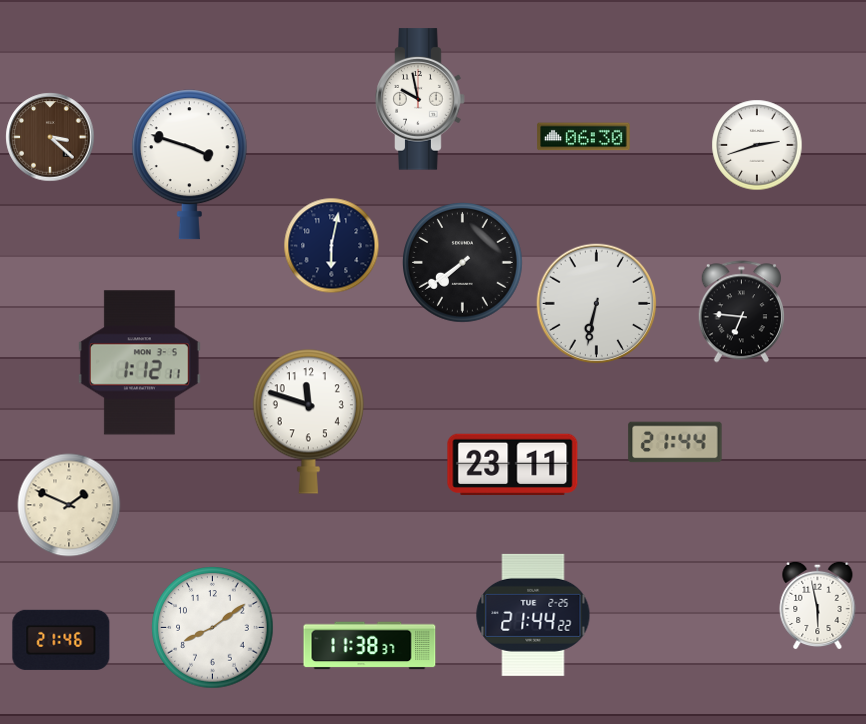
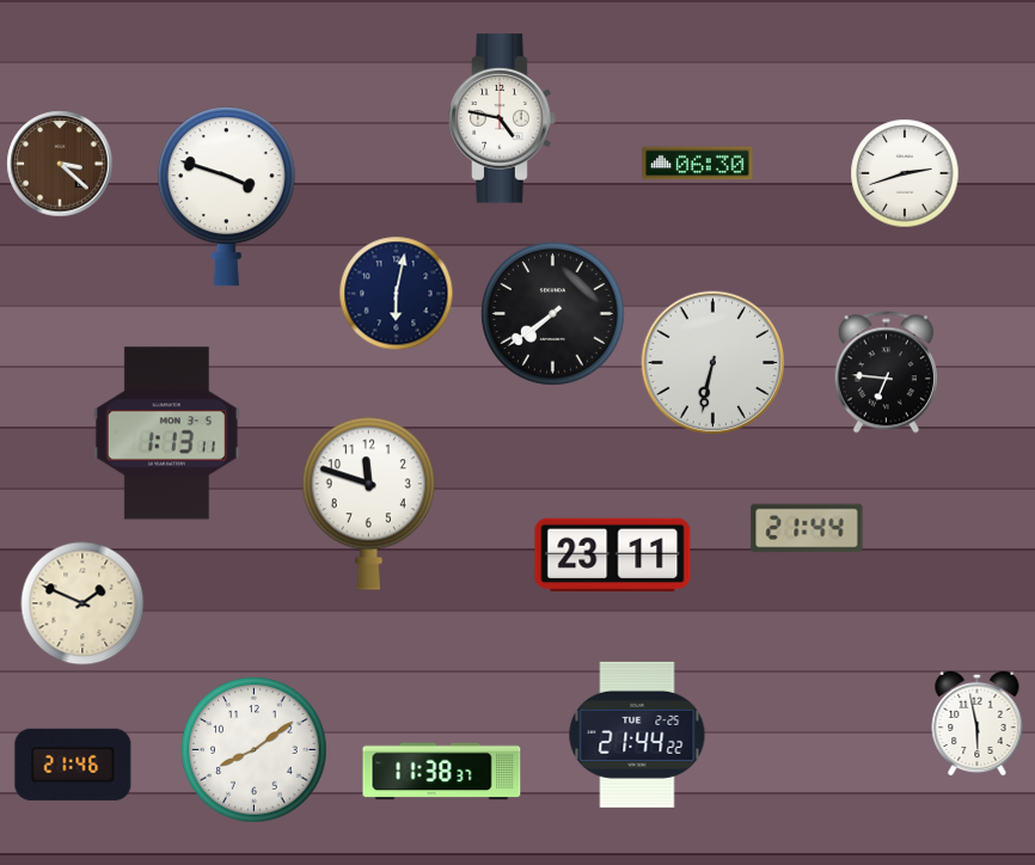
clock at (420, 99): 9:58 -> 4:47
clock at (139, 363): 1:12 -> 1:13
